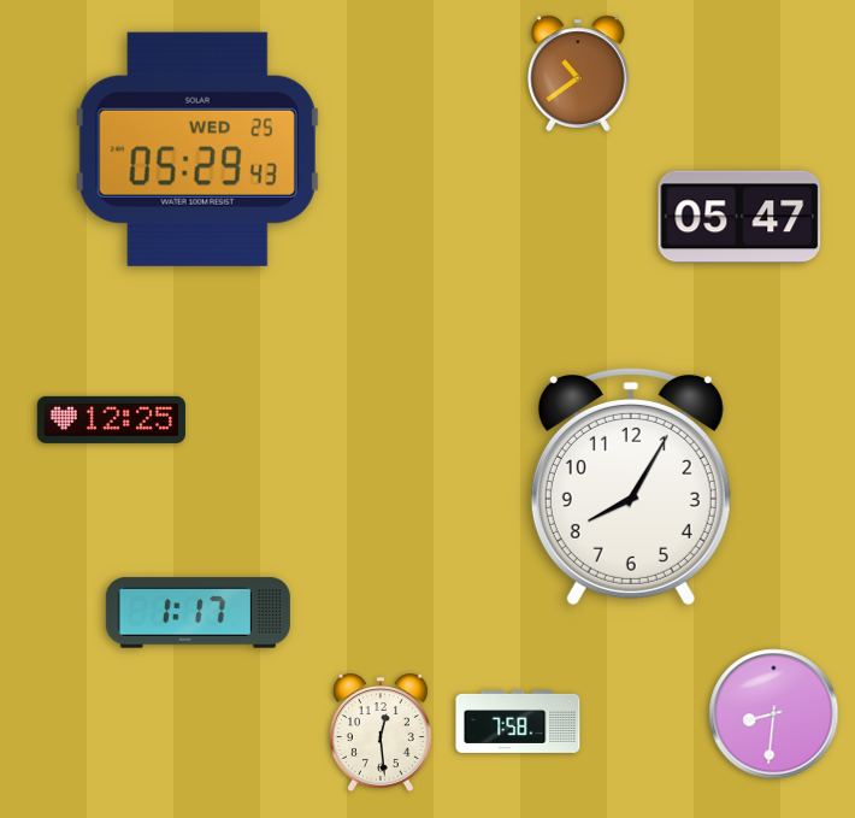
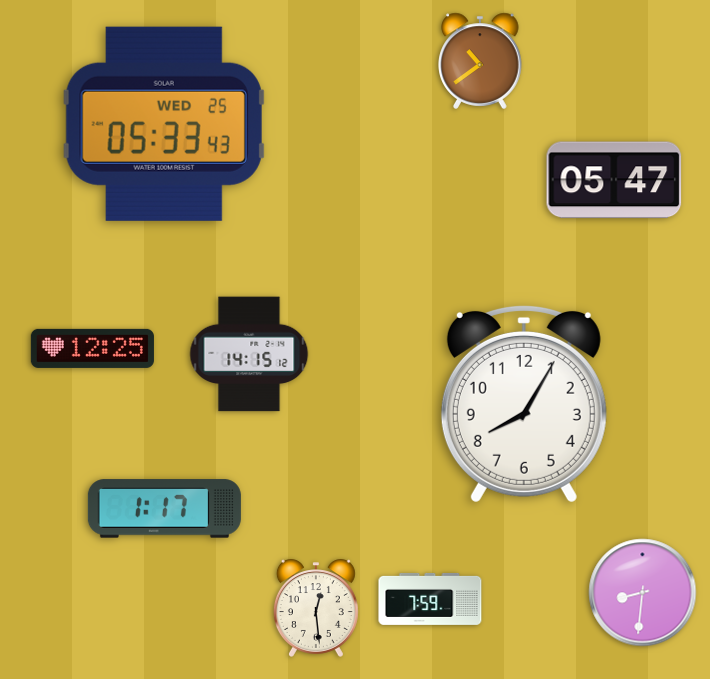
clock at (197, 149): 05:29 -> 05:33
clock at (249, 354): none -> 14:15
clock at (518, 722): 7:58 -> 7:59
